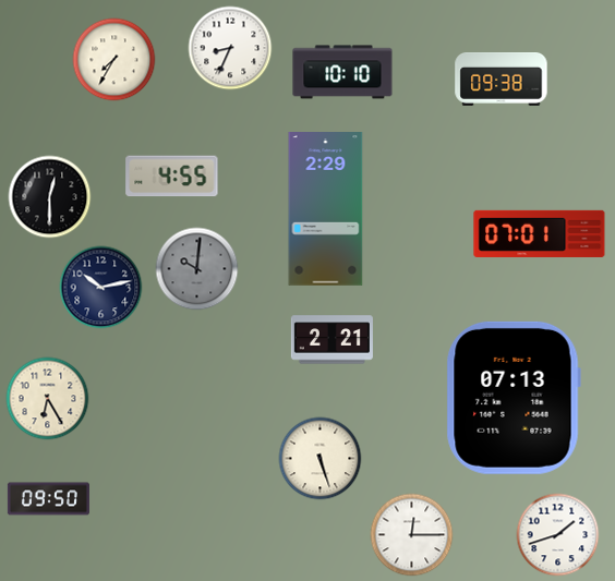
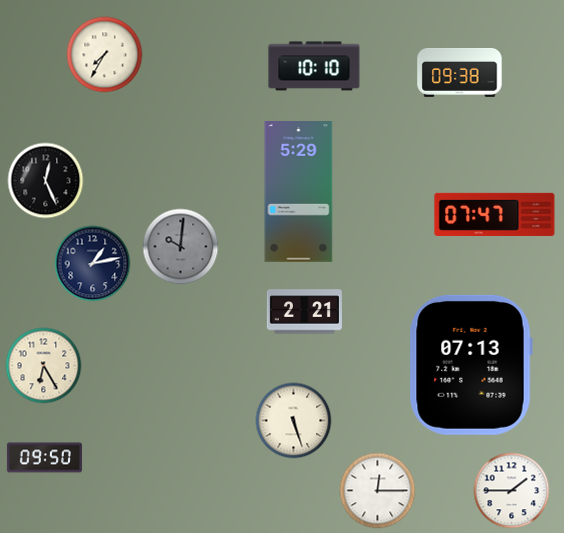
clock at (230, 48): 8:34 -> none
clock at (172, 177): 4:55 -> none
clock at (50, 197): 12:30 -> 12:26
clock at (326, 209): 2:29 -> 5:29
clock at (540, 233): 07:01 -> 07:47
clock at (101, 288): 10:13 -> 1:13
clock at (558, 535): 1:42 -> 1:45
